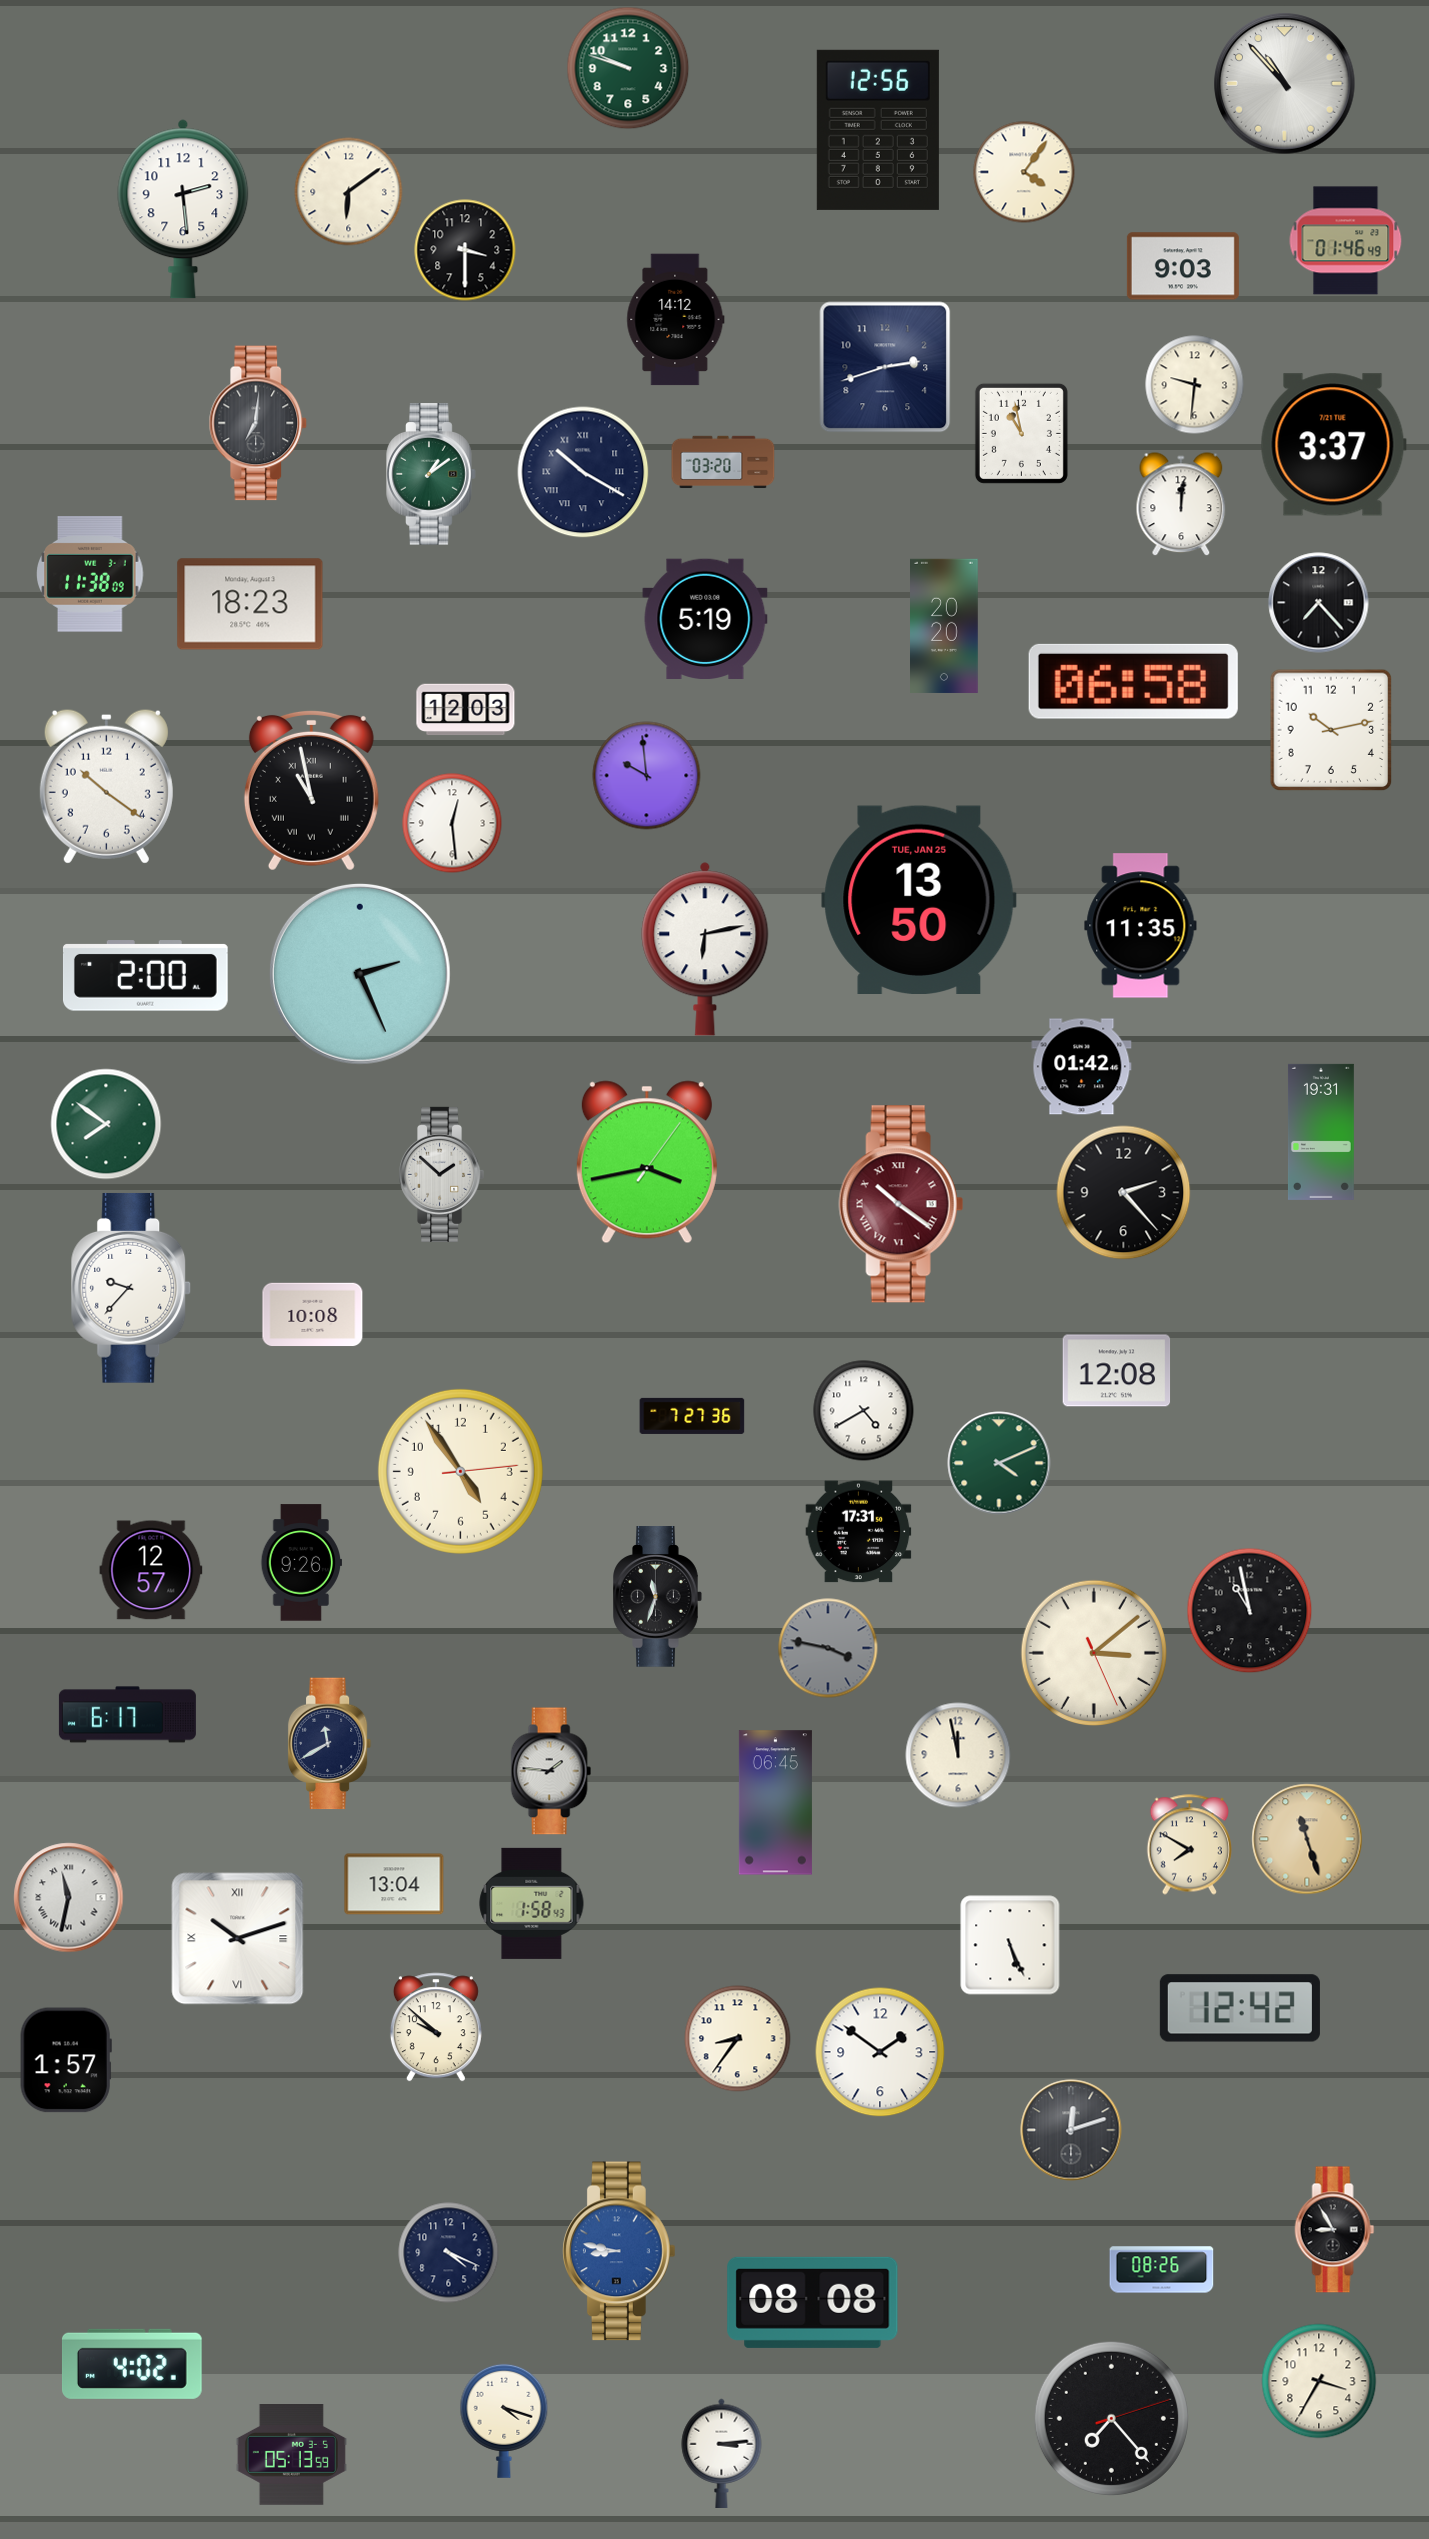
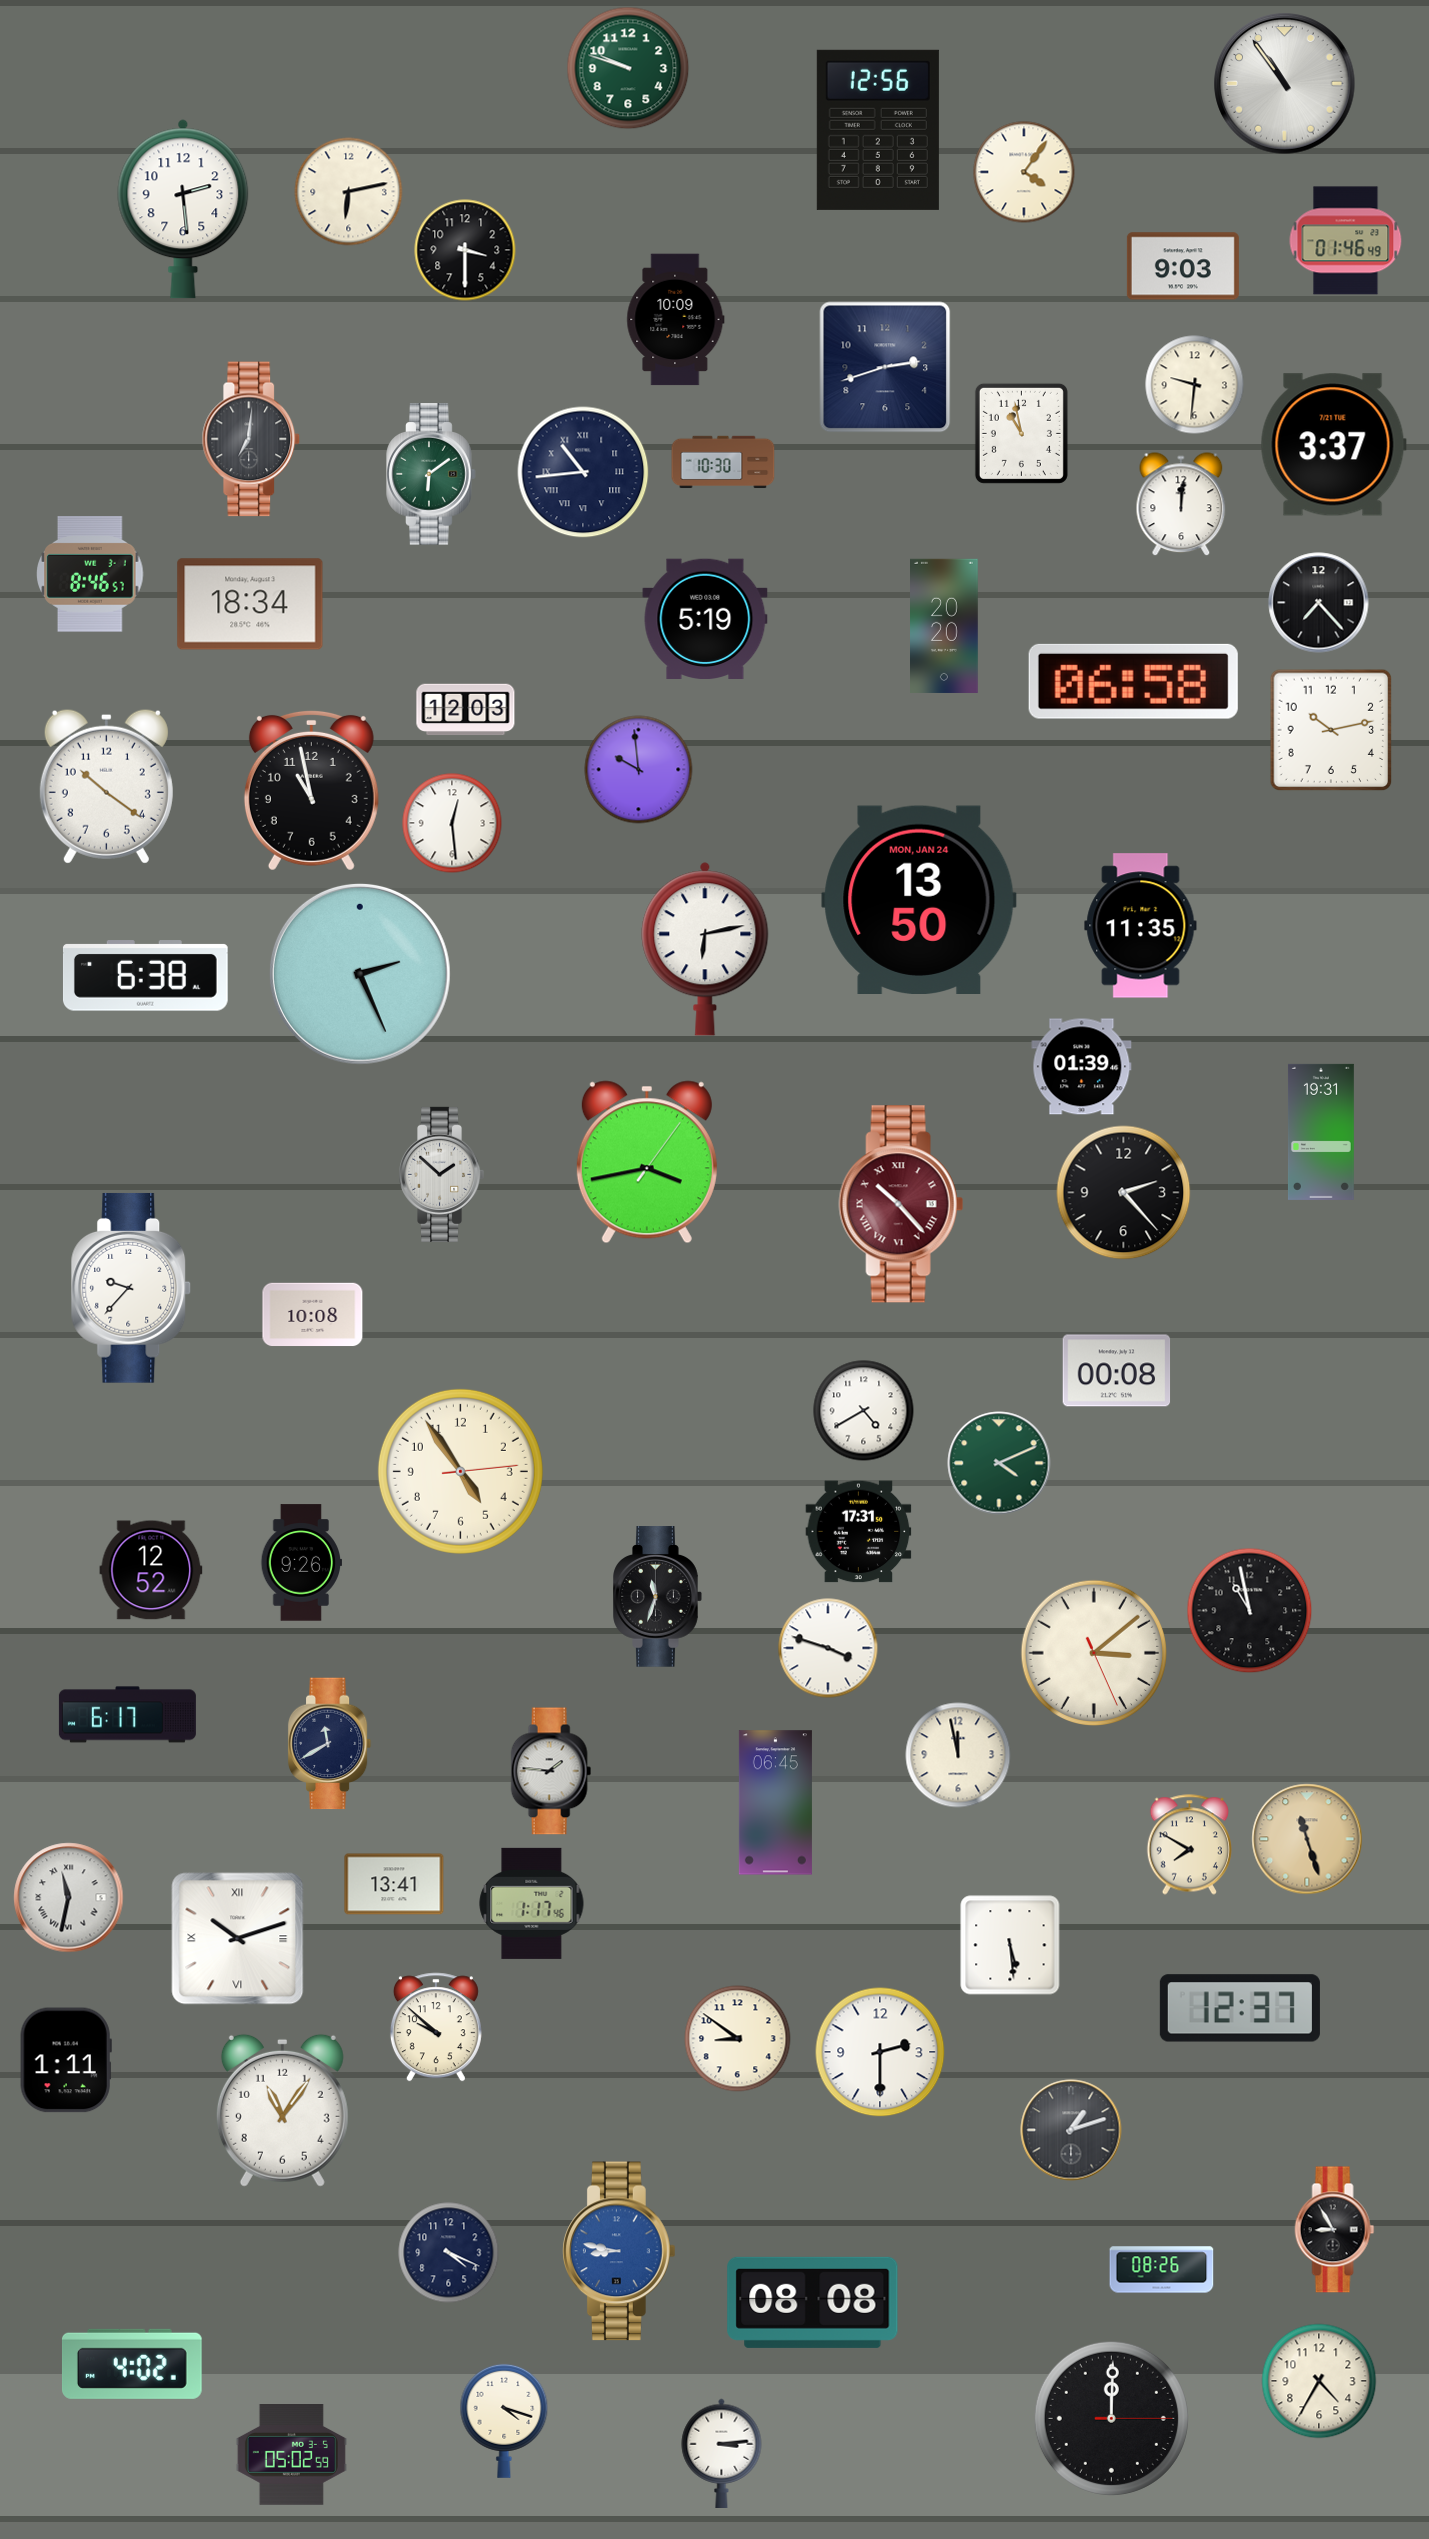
clock at (1285, 84): 10:53 -> 10:54
clock at (349, 192): 6:09 -> 6:13
clock at (676, 320): 14:12 -> 10:09
clock at (258, 423) position: (258, 423) -> (251, 439)
clock at (723, 462): 03:20 -> 10:30
clock at (583, 472): 10:20 -> 10:44
clock at (431, 474): 1:09 -> 6:09
clock at (90, 575): 11:38 -> 8:46
clock at (250, 604): 18:23 -> 18:34
clock at (647, 776) position: (647, 776) -> (639, 770)
clock at (311, 790) numerals: Roman -> Arabic
clock at (919, 899) date: TUE, JAN 25 -> MON, JAN 24
clock at (145, 976): 2:00 -> 6:38
clock at (1082, 1067): 01:42 -> 01:39
clock at (106, 1124): 7:51 -> none
clock at (901, 1204): 10:21 -> 10:23
clock at (1117, 1371): 12:08 -> 00:08
clock at (692, 1416): 7:27 -> none
clock at (151, 1570): 12:57 -> 12:52
clock at (828, 1648): 3:47 -> 3:48
clock at (828, 1648) dial: grey -> white
clock at (394, 1884): 13:04 -> 13:41
clock at (532, 1903): 1:58 -> 1:17
clock at (1010, 1945): 5:26 -> 5:29
clock at (1240, 2008): 12:42 -> 12:37
clock at (738, 2039): 8:36 -> 8:51
clock at (880, 2052): 1:51 -> 2:30
clock at (66, 2060): 1:57 -> 1:11
clock at (282, 2110): none -> 11:06
clock at (1071, 2130): 12:12 -> 1:12
clock at (1319, 2381): 3:35 -> 4:35
clock at (1111, 2418): 7:23 -> 12:00
clock at (291, 2455): 05:13 -> 05:02
